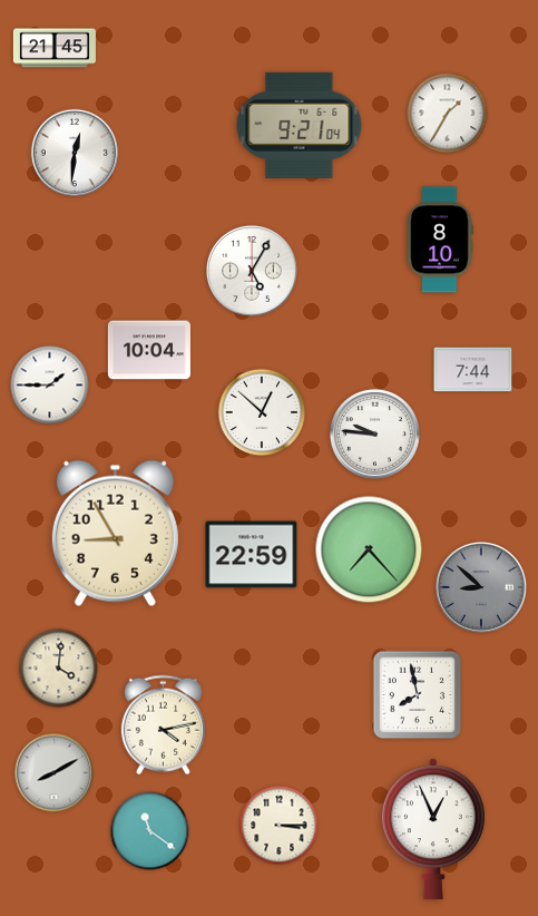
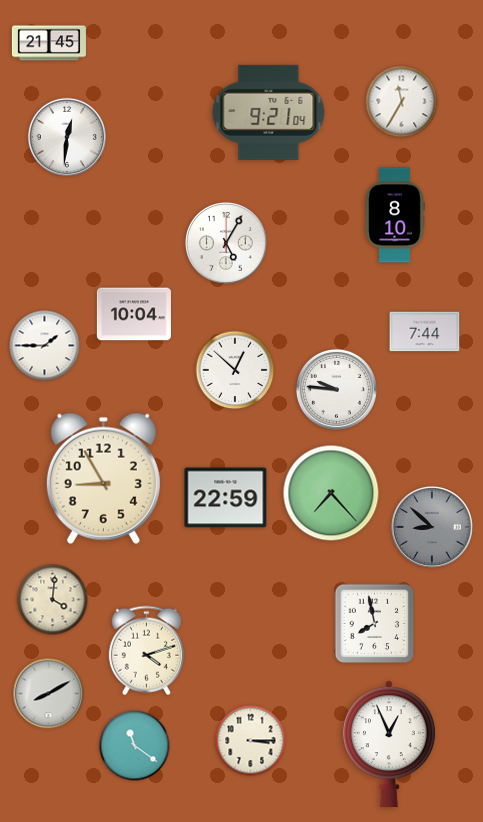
clock at (448, 114): 1:35 -> 11:35
clock at (163, 725): 4:13 -> 4:12
